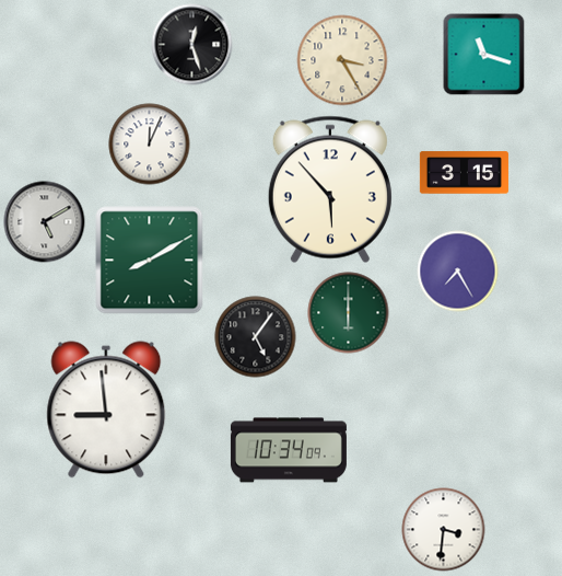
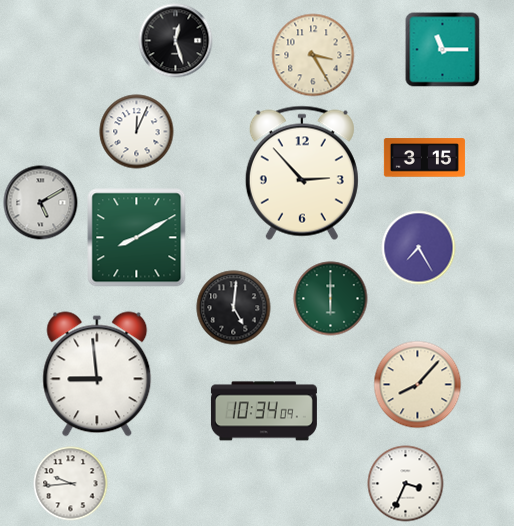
clock at (484, 55): 11:18 -> 11:15
clock at (330, 189): 5:53 -> 2:53
clock at (349, 313) position: (349, 313) -> (331, 299)
clock at (256, 337): 5:06 -> 5:01
clock at (418, 385): none -> 8:07
clock at (71, 484): none -> 9:44
clock at (444, 530): 3:31 -> 3:34
